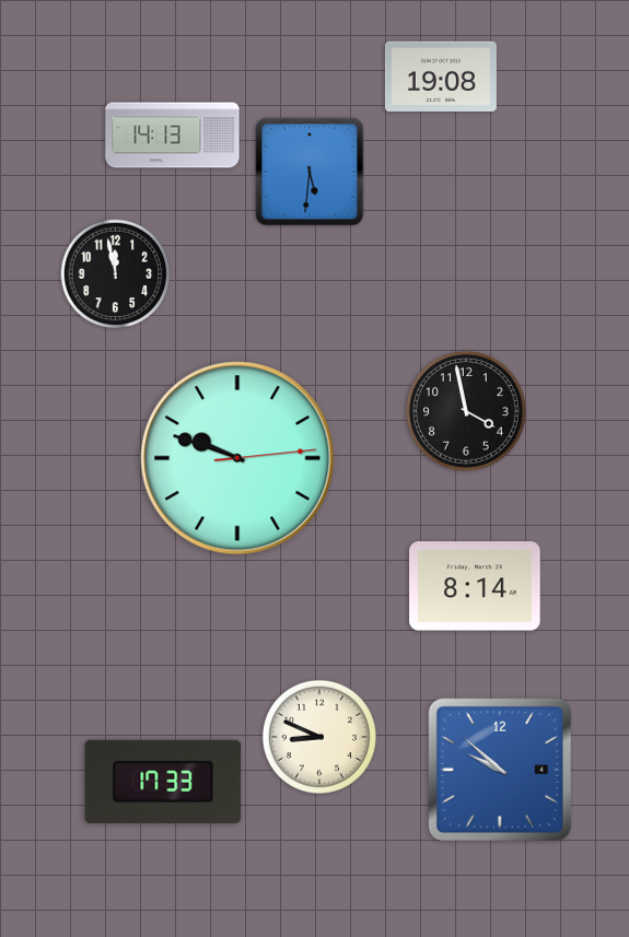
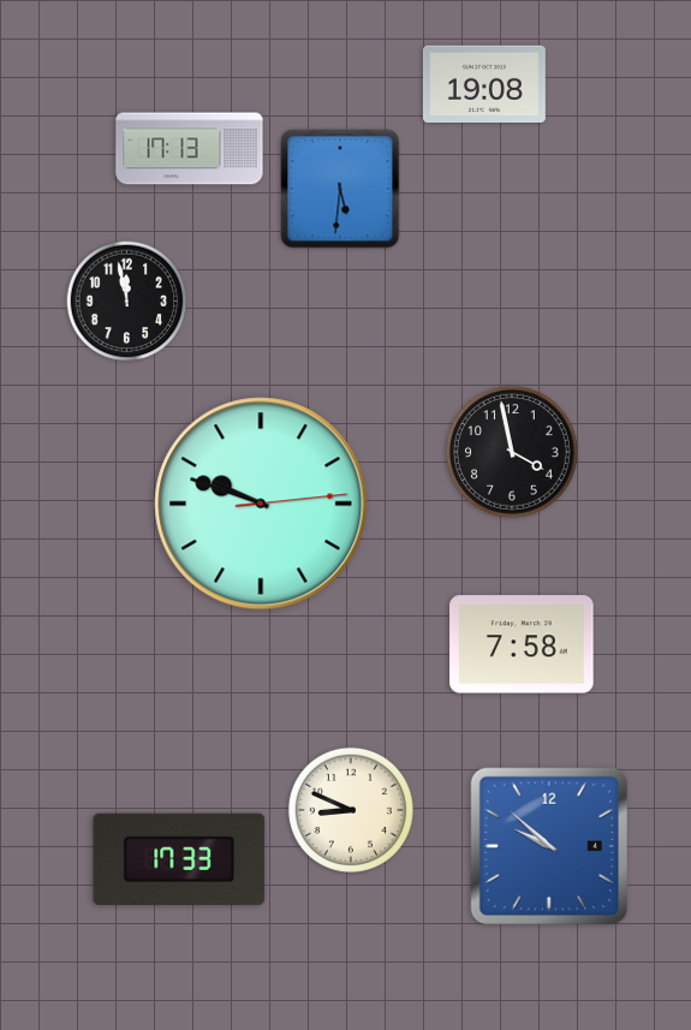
clock at (173, 136): 14:13 -> 17:13
clock at (475, 586): 8:14 -> 7:58
